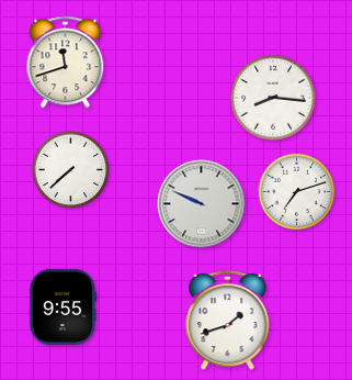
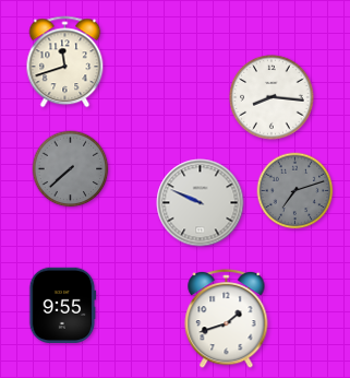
clock at (71, 170) dial: white -> grey
clock at (297, 192) dial: white -> grey
